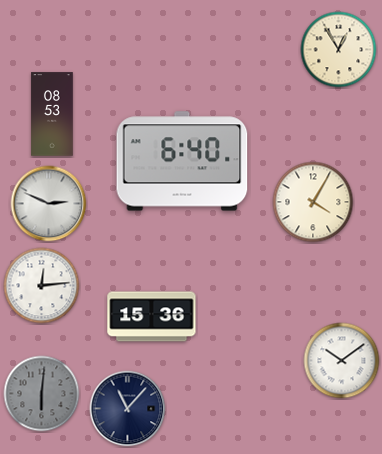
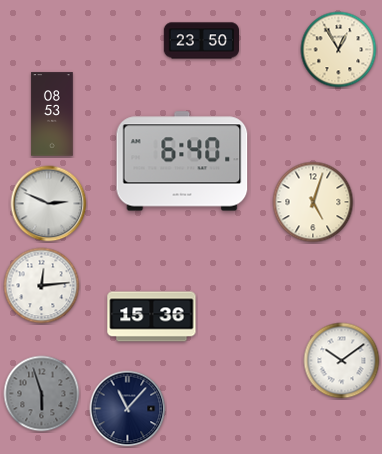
clock at (201, 41): none -> 23:50
clock at (313, 202): 4:05 -> 5:03
clock at (42, 394): 6:01 -> 5:57
